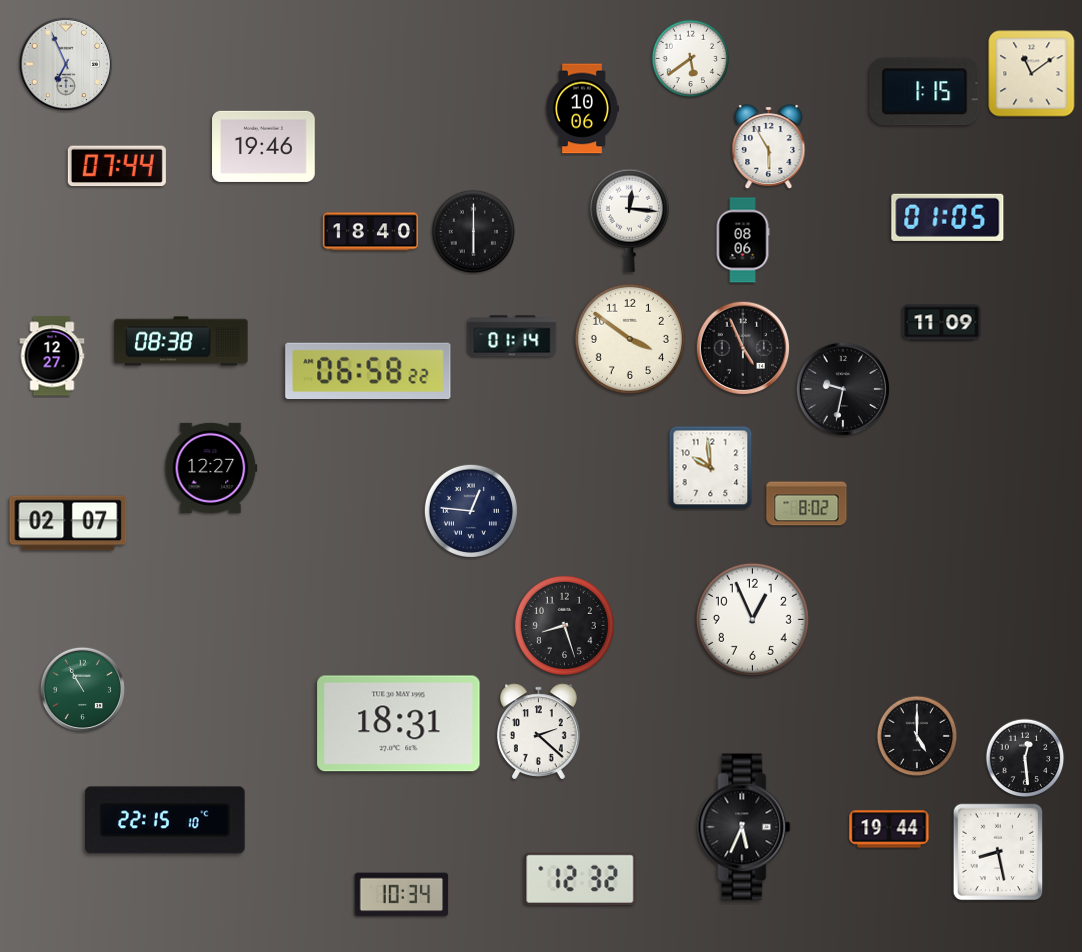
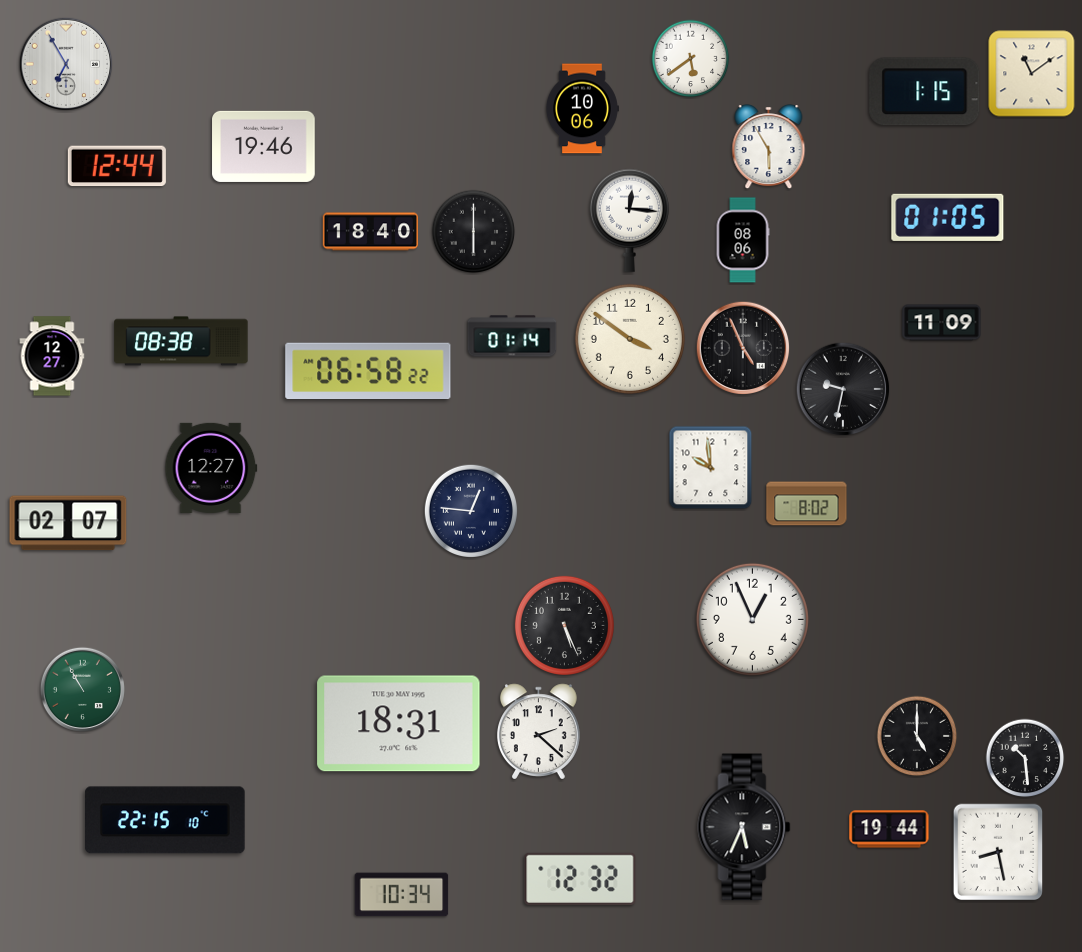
clock at (66, 64): 6:56 -> 6:55
clock at (117, 166): 07:44 -> 12:44
clock at (564, 625): 8:27 -> 5:26
clock at (1025, 758): 12:29 -> 10:29
